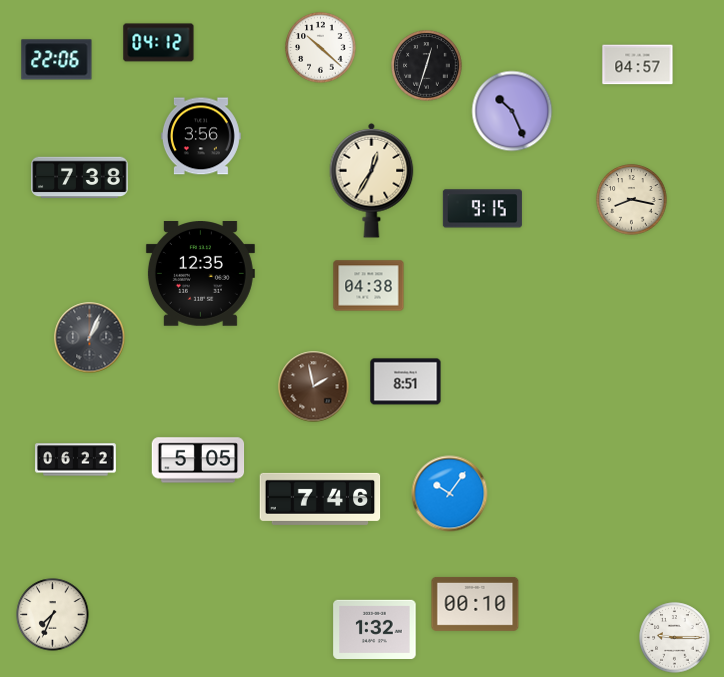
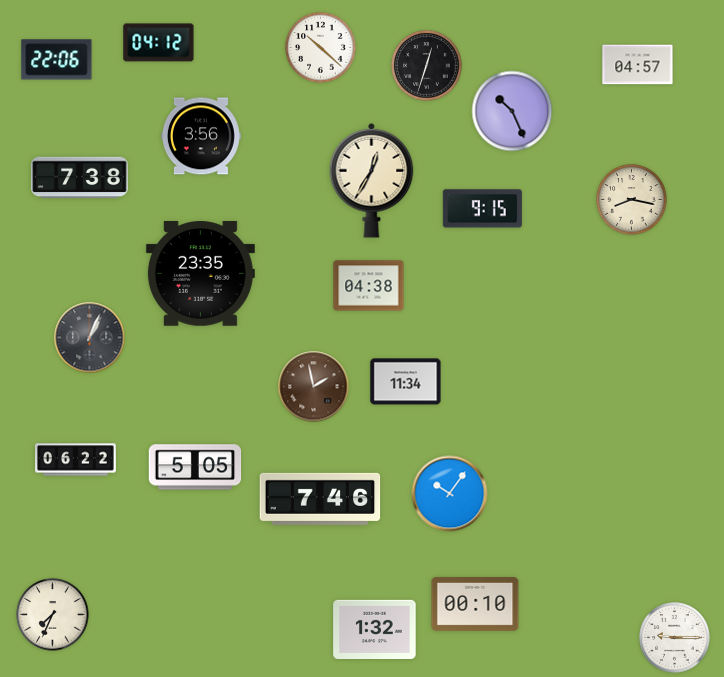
clock at (200, 274): 12:35 -> 23:35
clock at (406, 382): 8:51 -> 11:34
clock at (198, 460) position: (198, 460) -> (195, 467)
